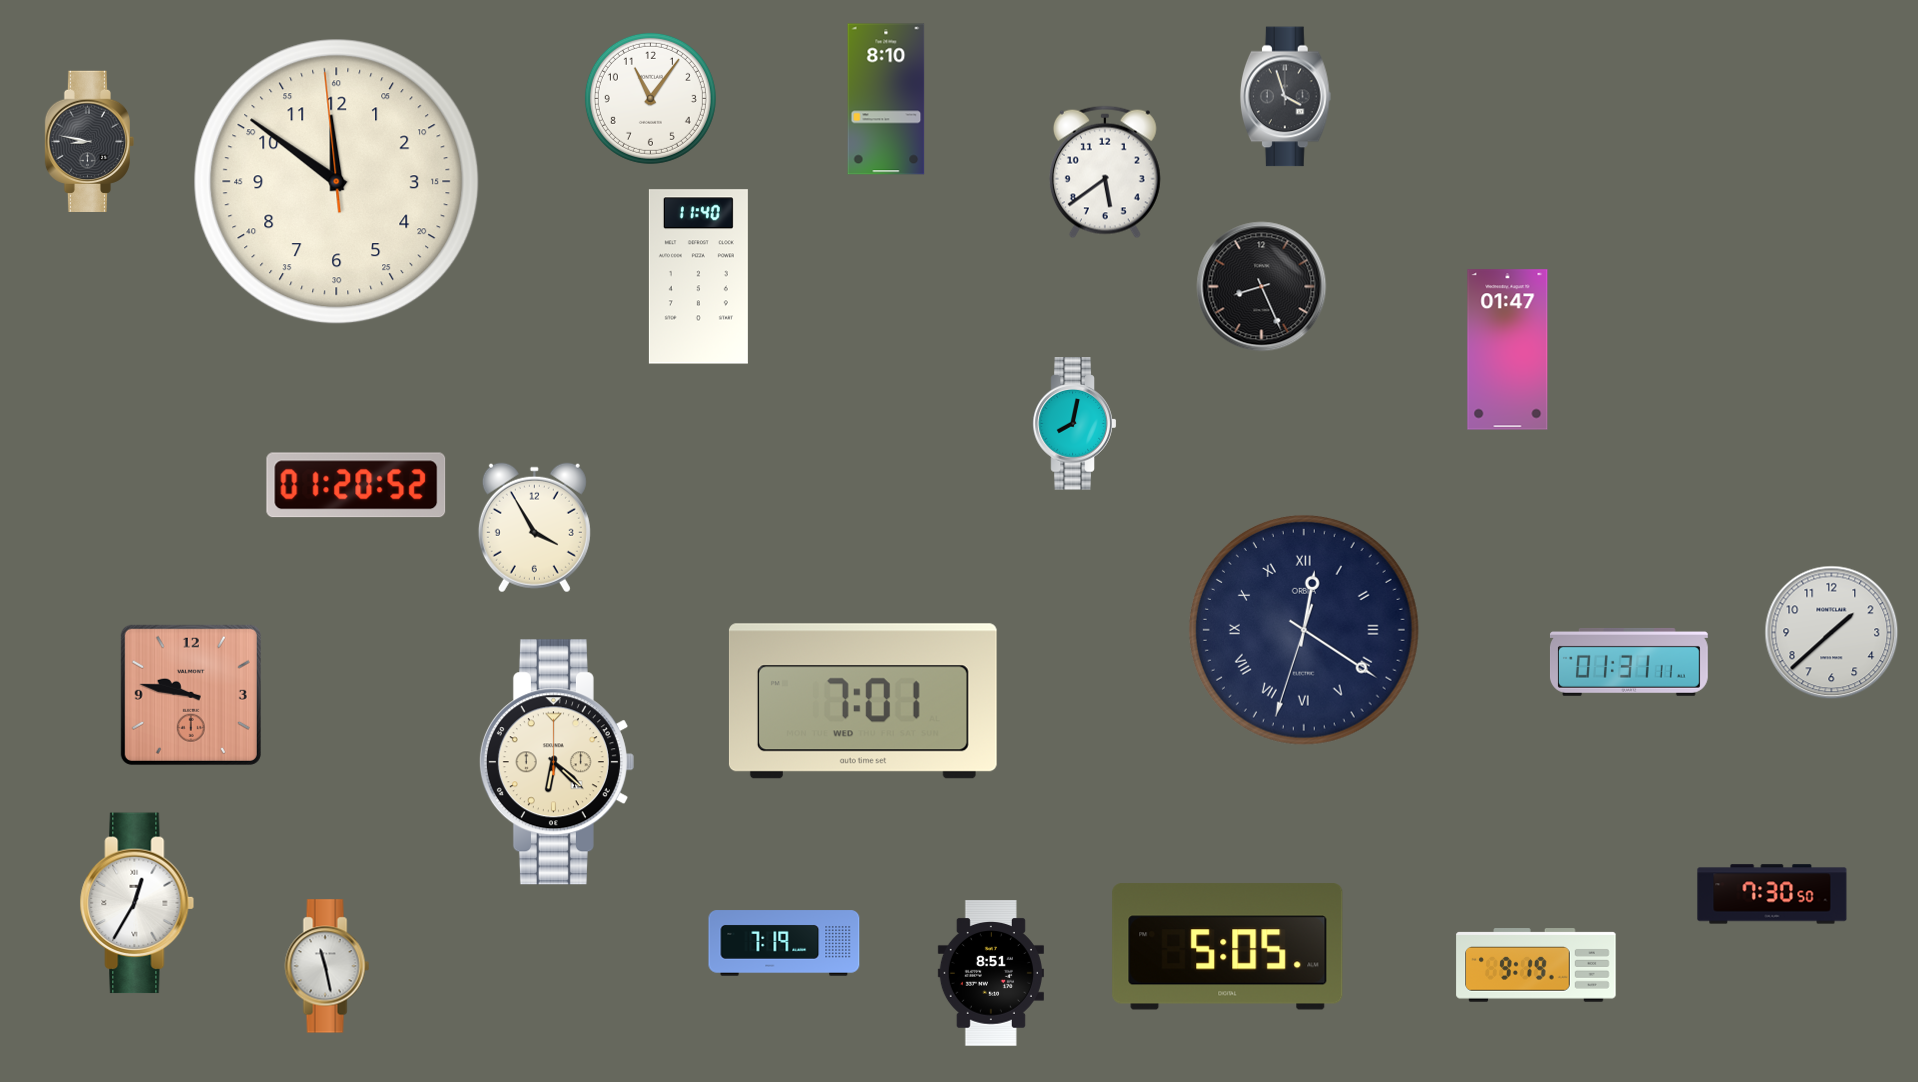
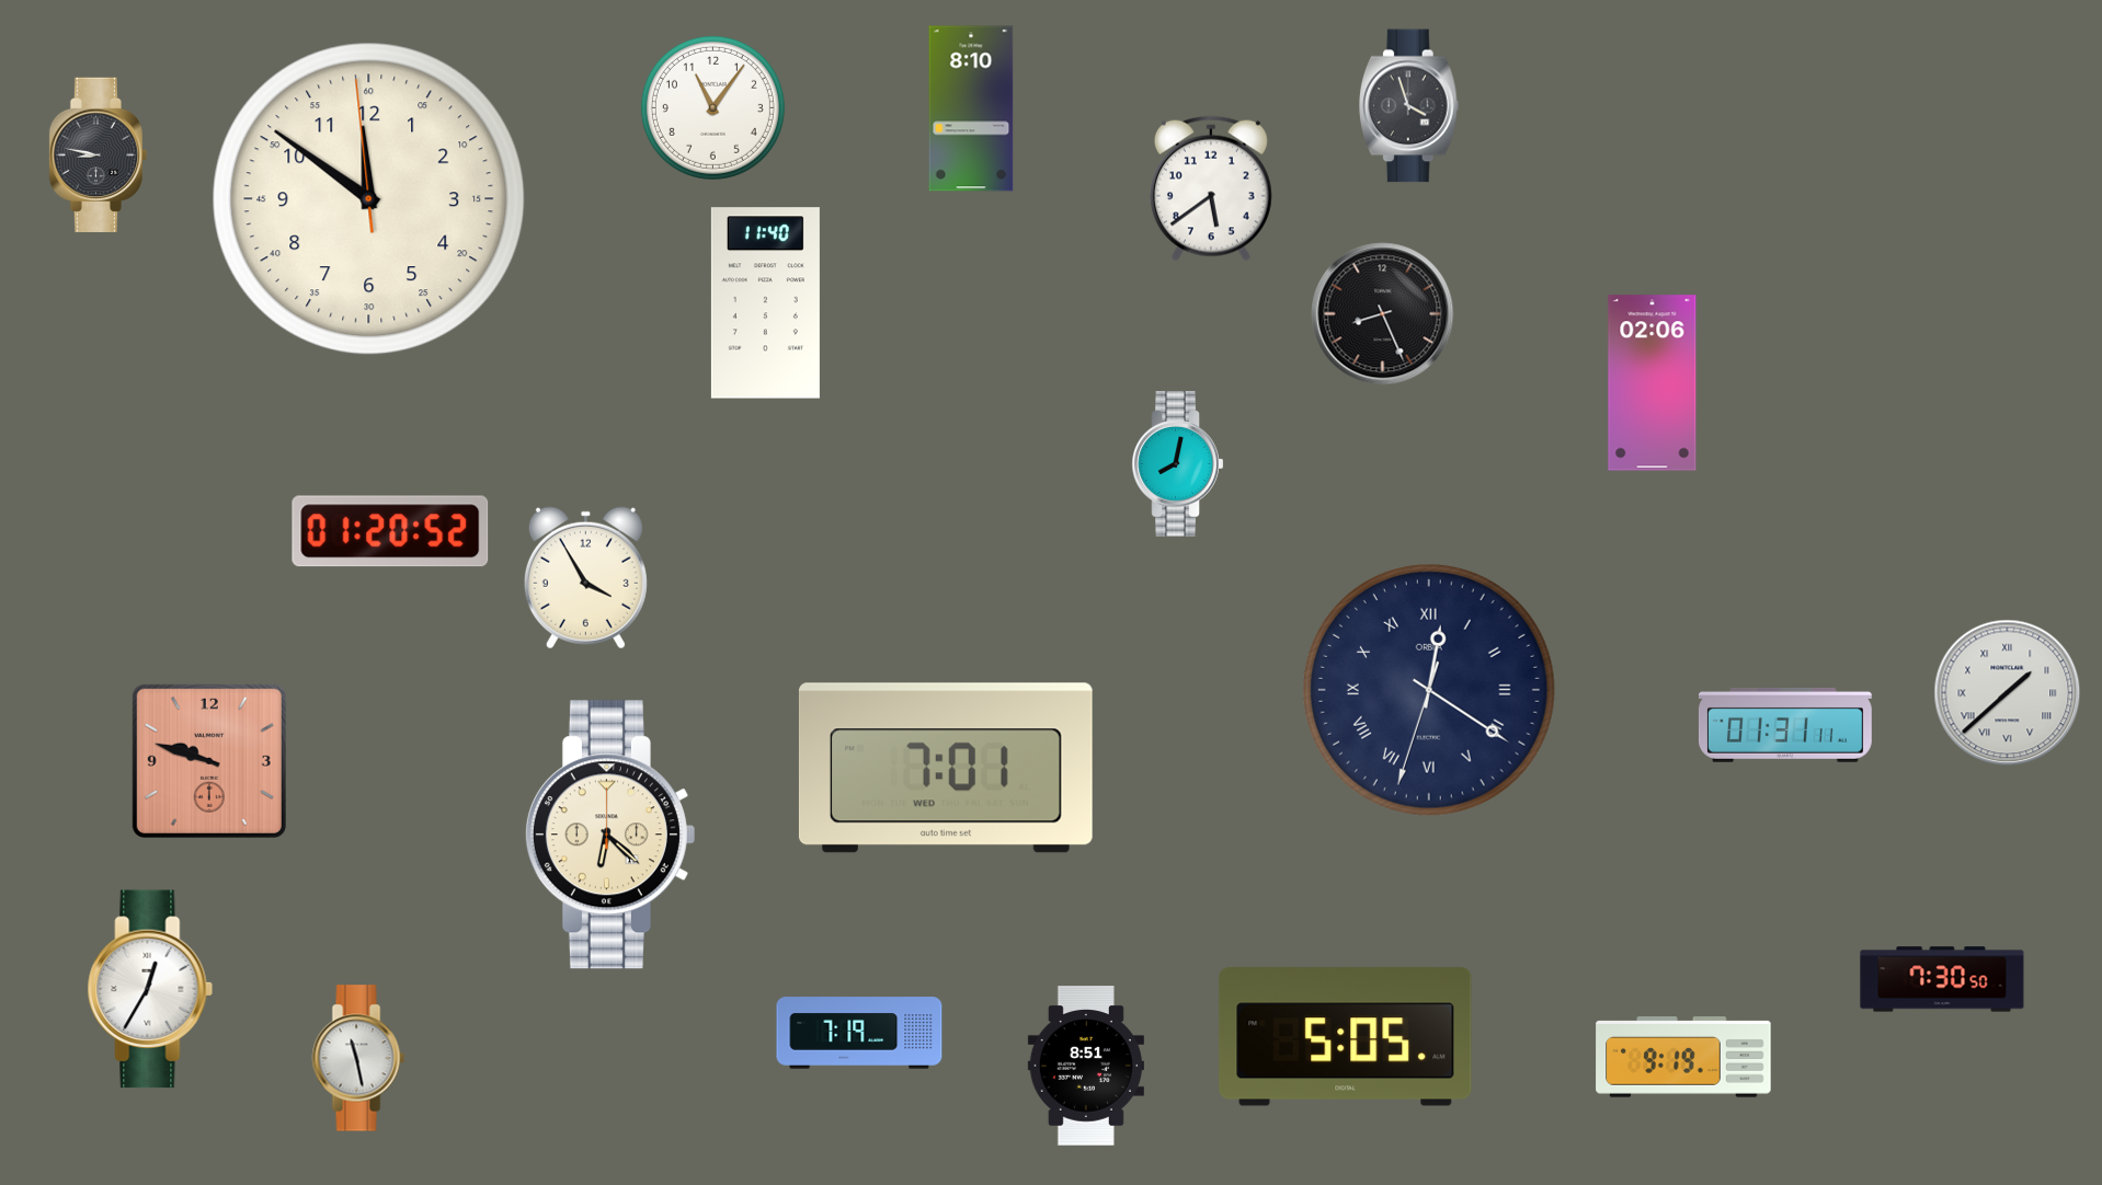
clock at (1508, 350): 01:47 -> 02:06
clock at (1832, 633) numerals: Arabic -> Roman
clock at (191, 695): 9:47 -> 9:48
